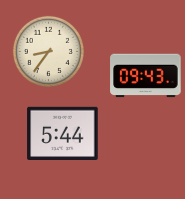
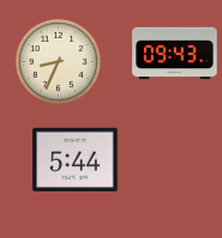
clock at (48, 51): 8:36 -> 8:34
clock at (146, 76) position: (146, 76) -> (175, 54)
